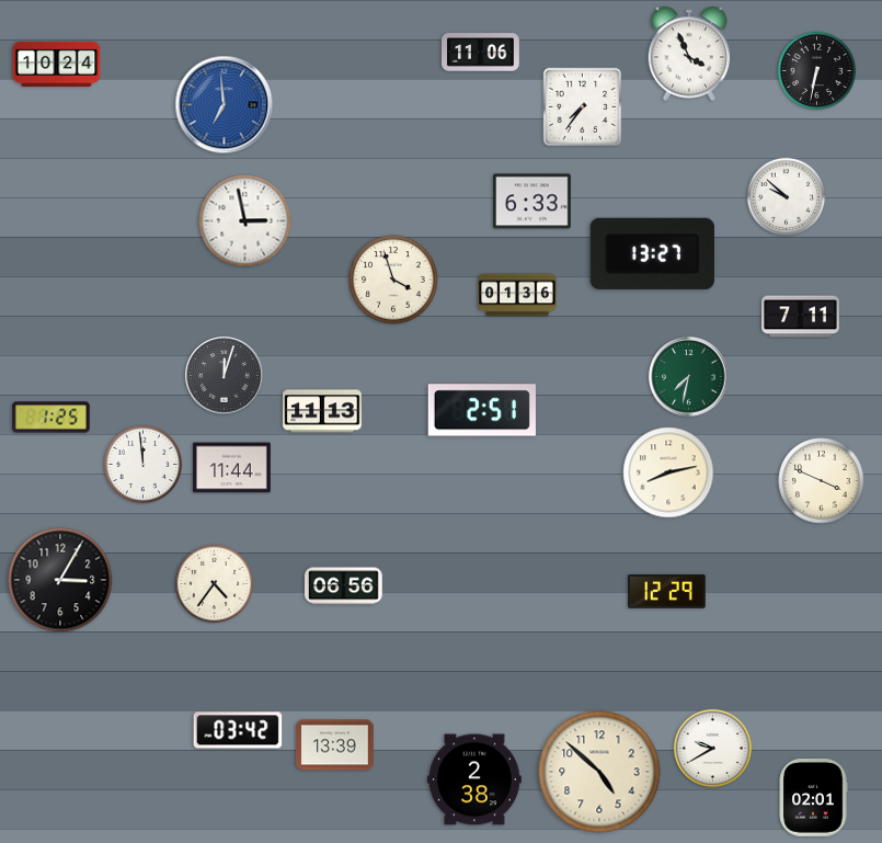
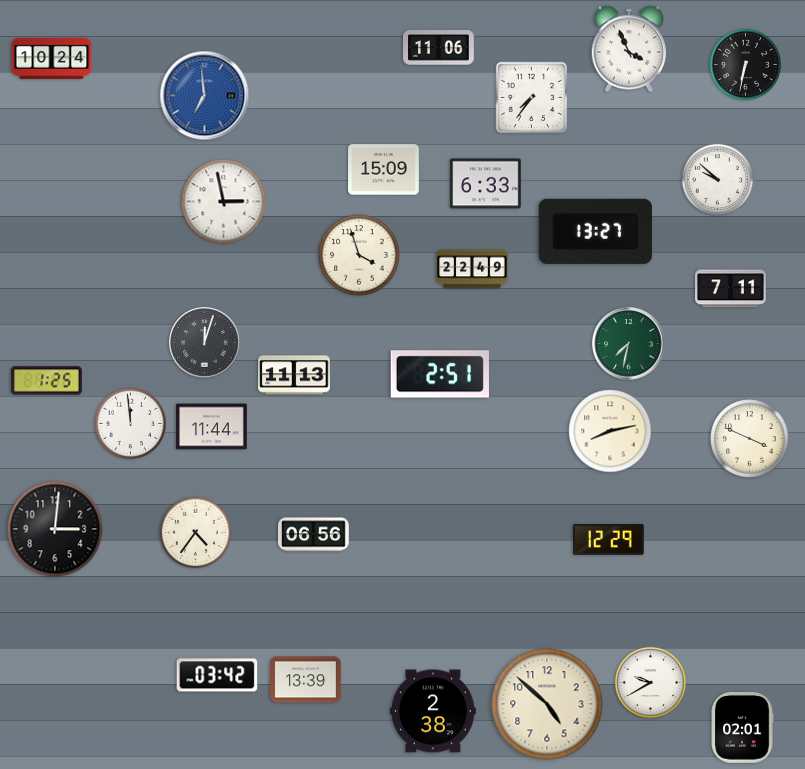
clock at (384, 170): none -> 15:09
clock at (517, 295): 01:36 -> 22:49
clock at (60, 580): 3:05 -> 3:01
clock at (238, 730) position: (238, 730) -> (217, 675)
